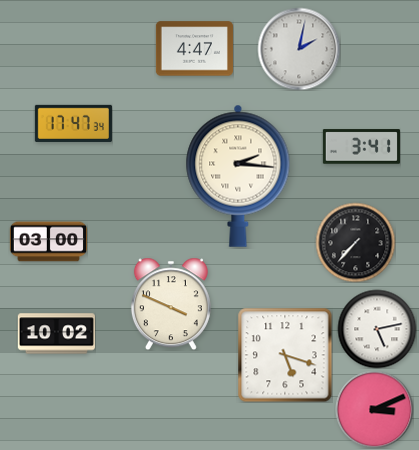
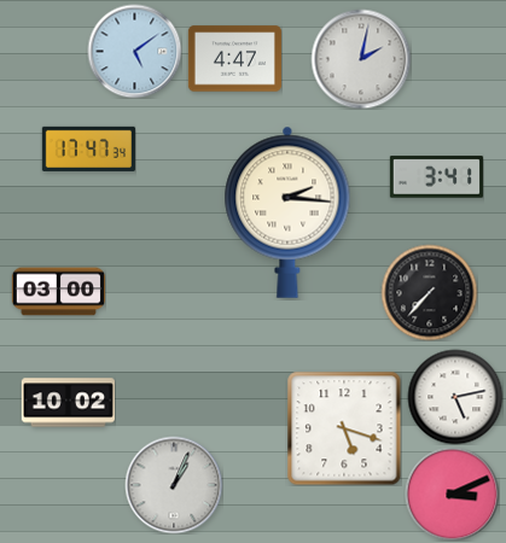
clock at (134, 51): none -> 5:09
clock at (171, 304): 3:49 -> none
clock at (174, 485): none -> 1:04
